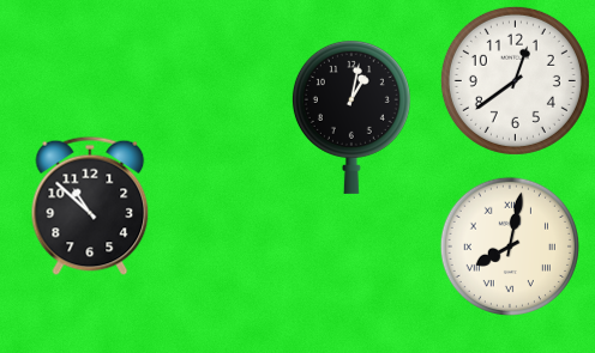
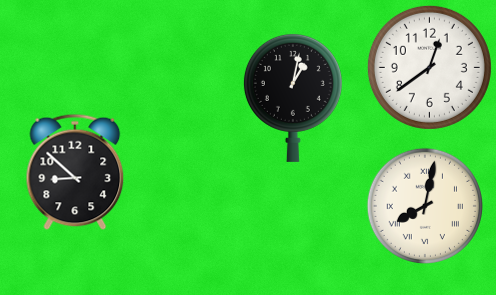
clock at (90, 206): 10:52 -> 8:52
